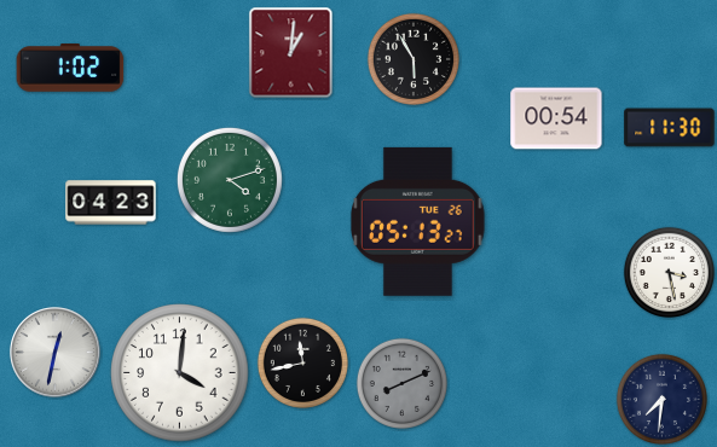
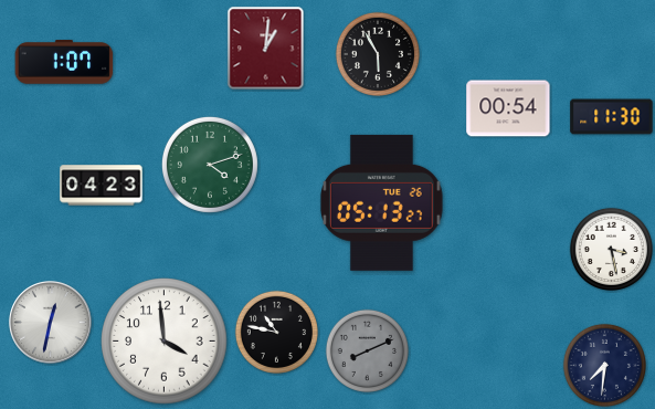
clock at (70, 68): 1:02 -> 1:07
clock at (302, 362): 11:43 -> 10:47
clock at (180, 373): 4:01 -> 3:59
